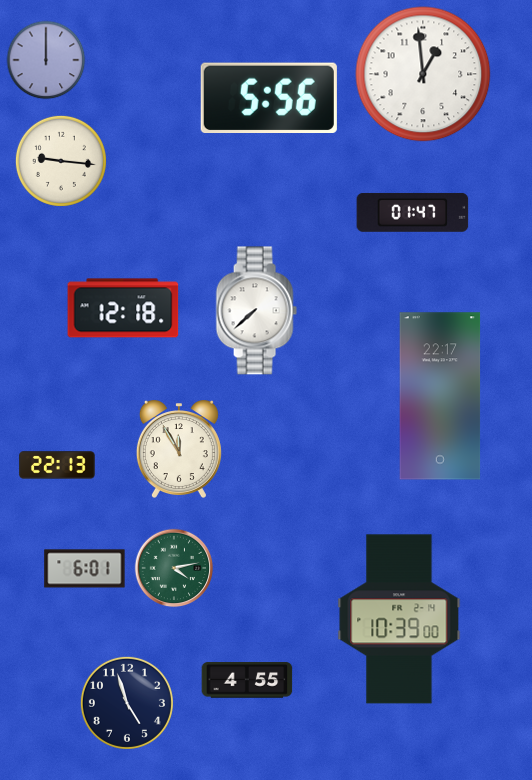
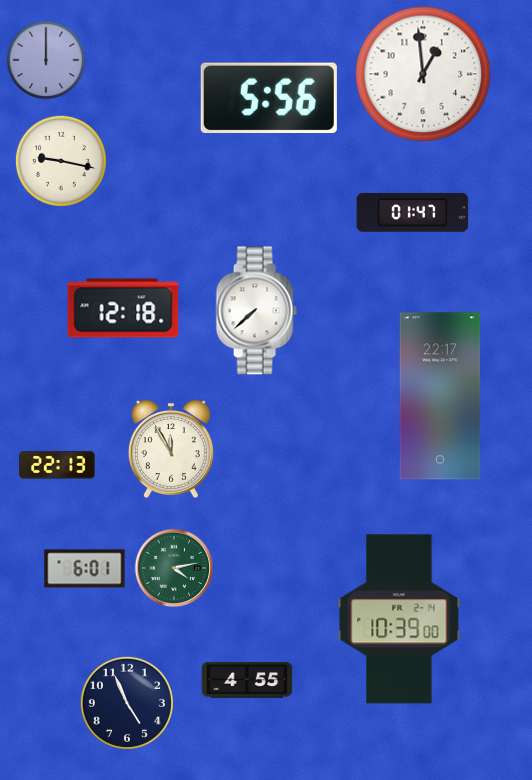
clock at (61, 161): 9:16 -> 9:17
clock at (179, 449) position: (179, 449) -> (171, 449)
clock at (127, 703): 4:57 -> 4:56
